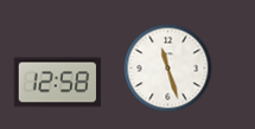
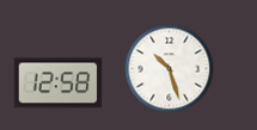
clock at (168, 69): 11:27 -> 10:27
